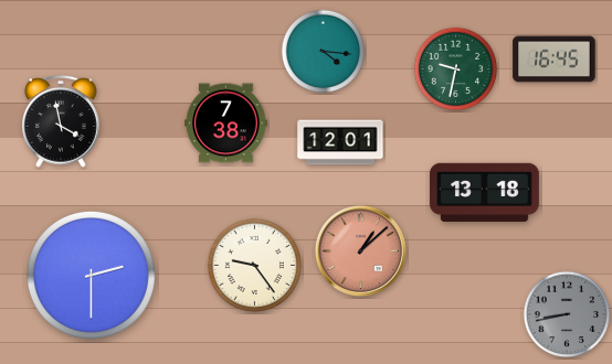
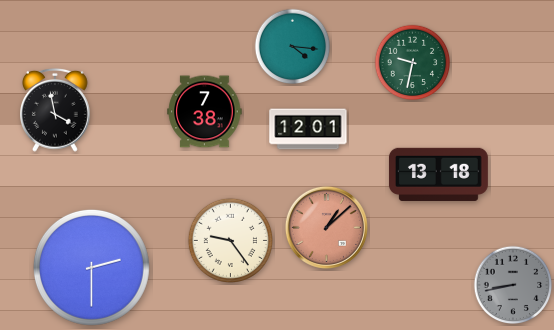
clock at (555, 60): 16:45 -> none
clock at (91, 275) position: (91, 275) -> (91, 267)
